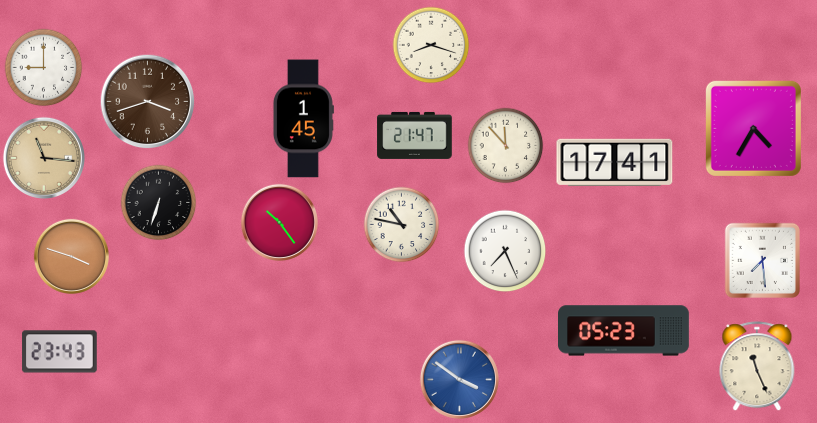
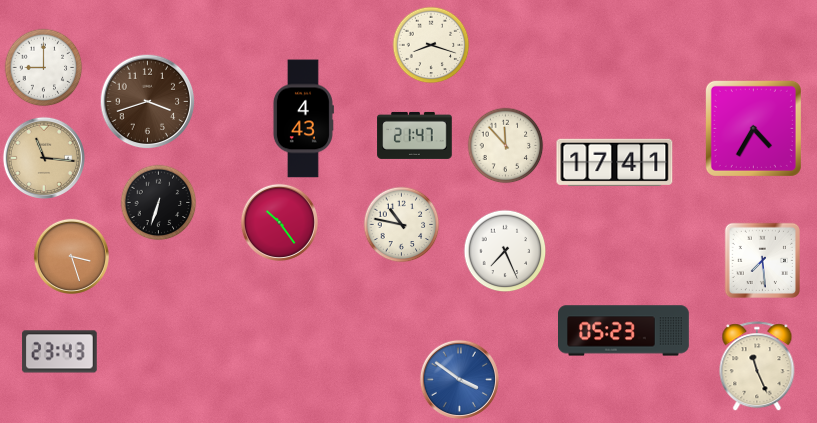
clock at (303, 119): 1:45 -> 4:43
clock at (71, 256): 3:48 -> 3:27
